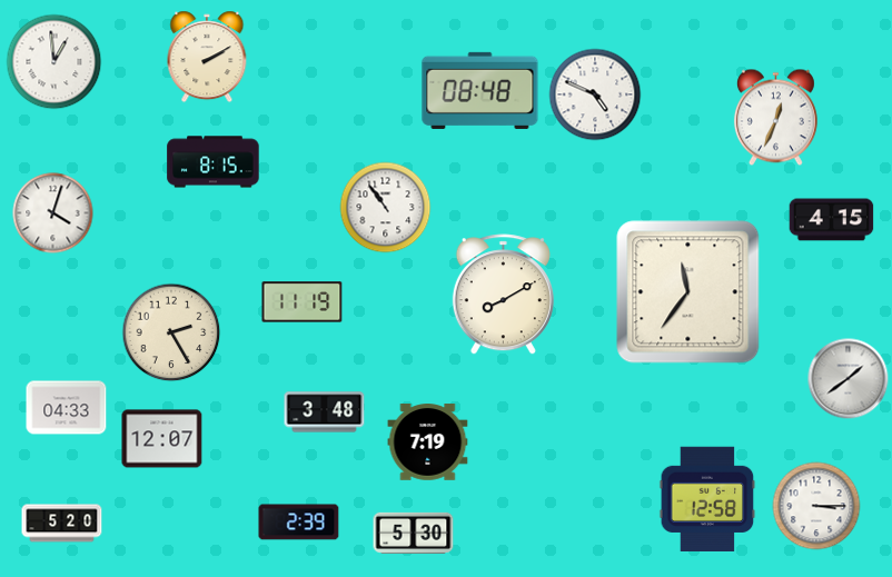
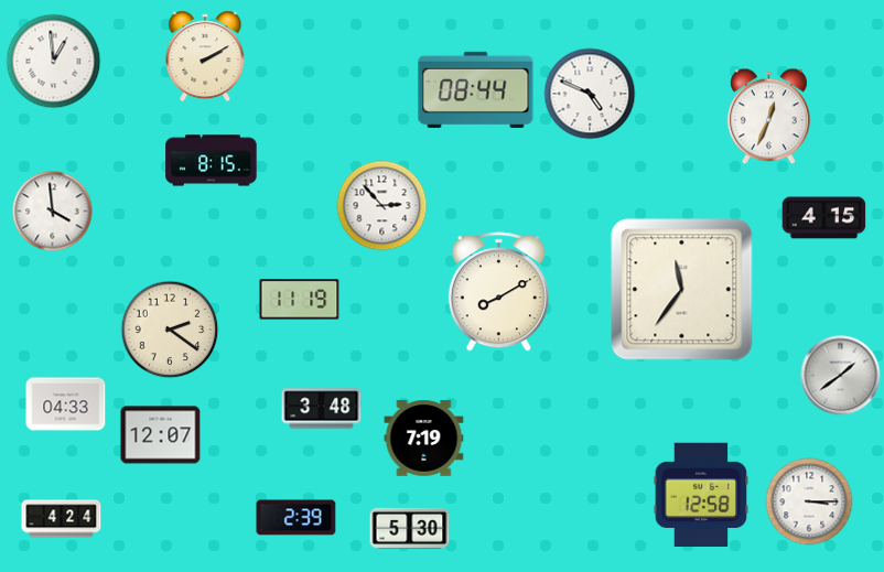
clock at (480, 90): 08:48 -> 08:44
clock at (386, 208): 10:54 -> 2:53
clock at (53, 213): 4:03 -> 3:59
clock at (171, 332): 2:25 -> 2:21
clock at (62, 524): 5:20 -> 4:24
